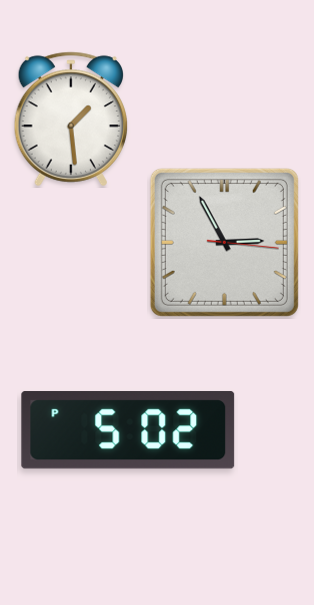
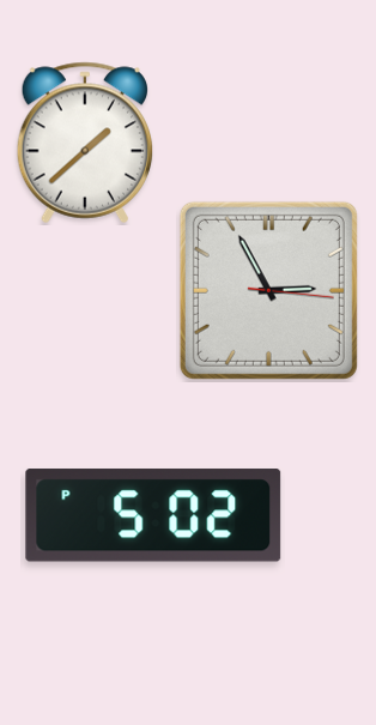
clock at (70, 119): 1:29 -> 1:38
